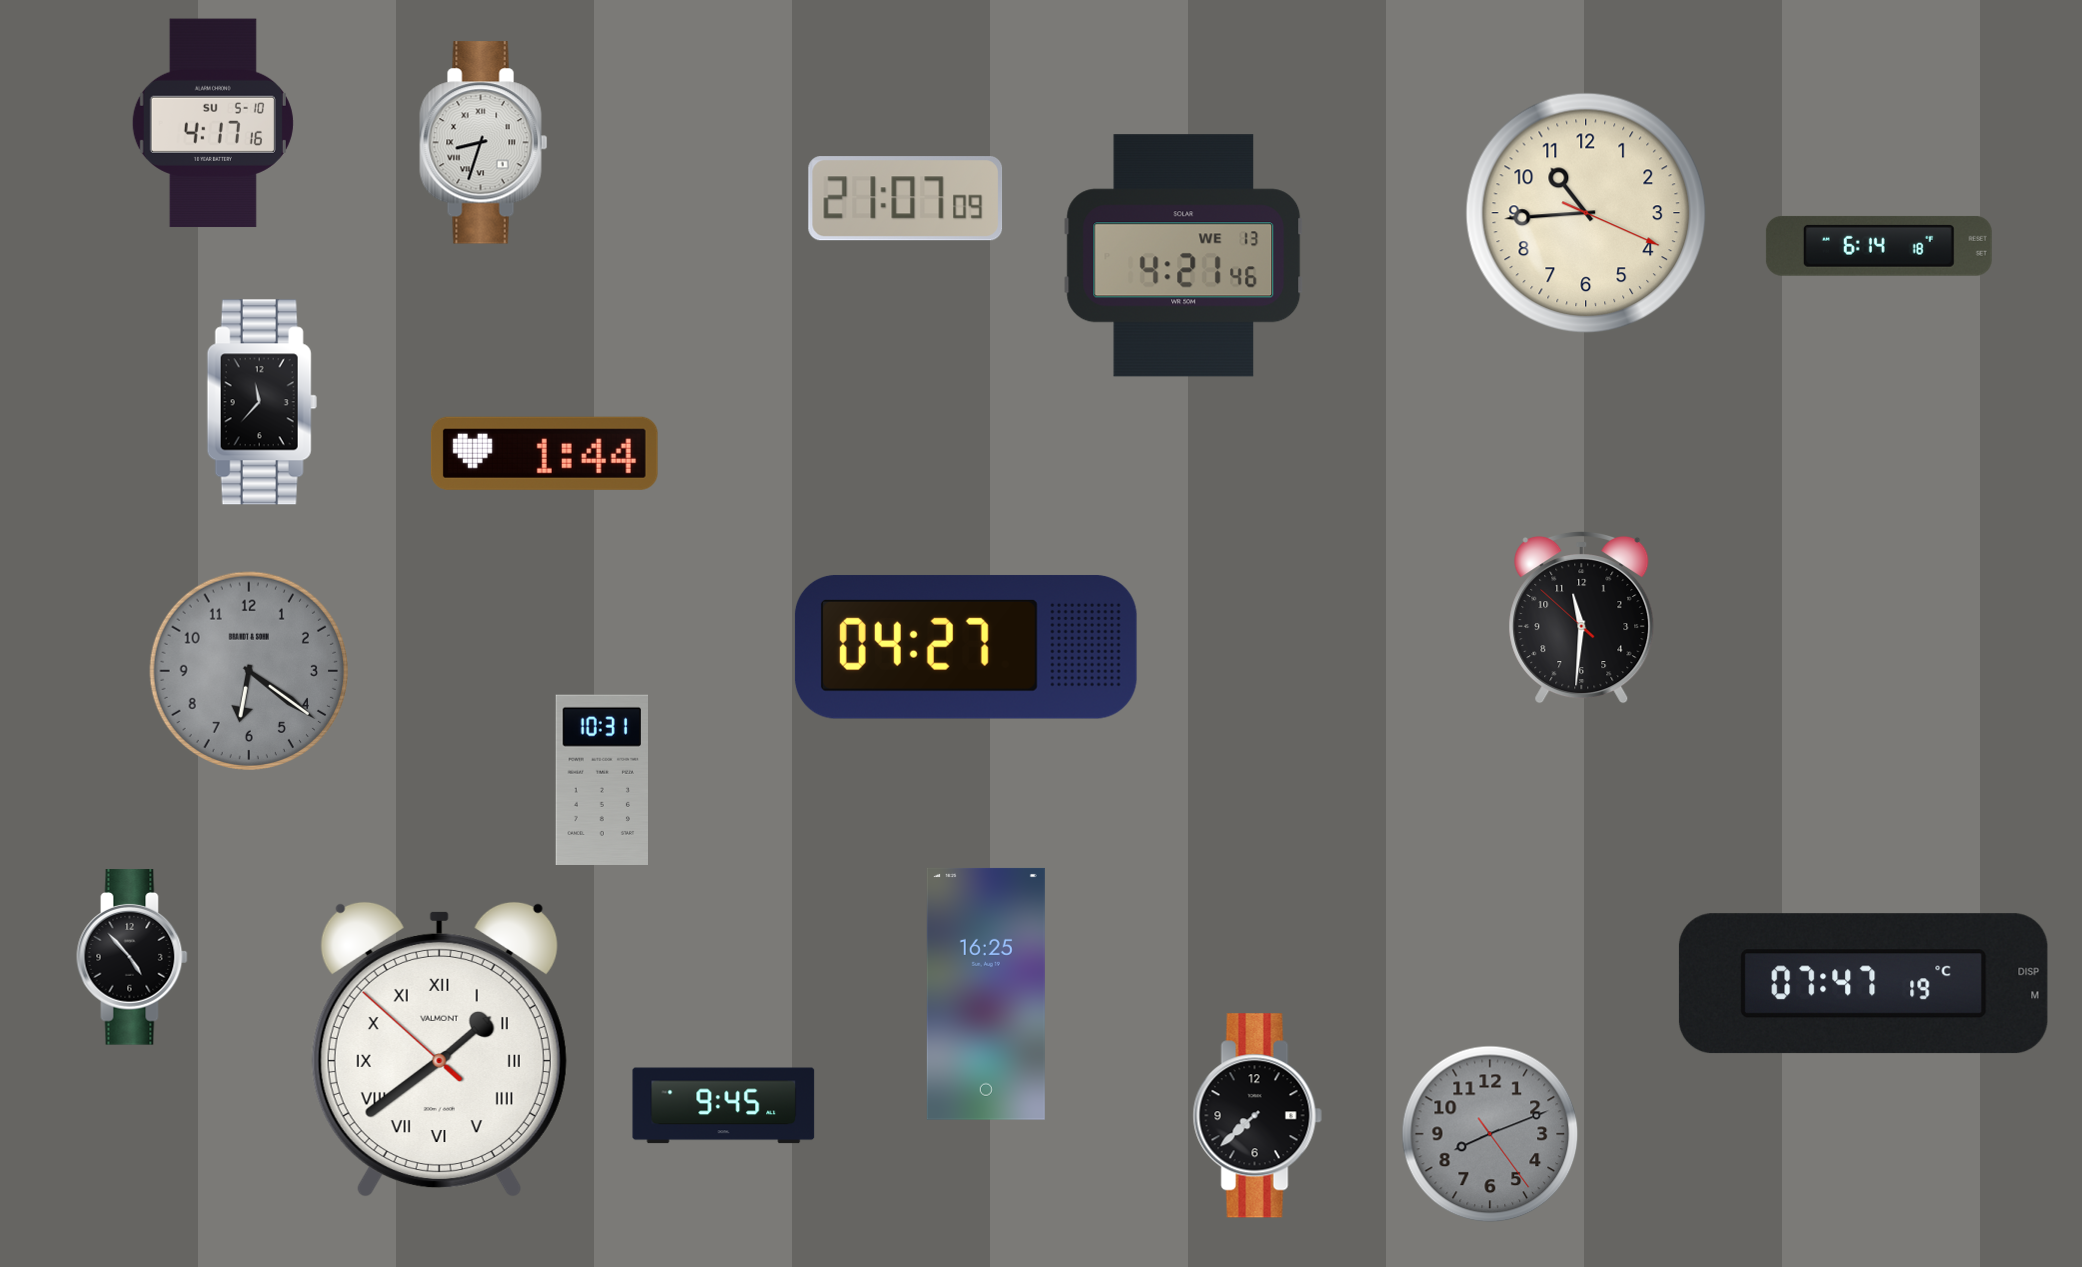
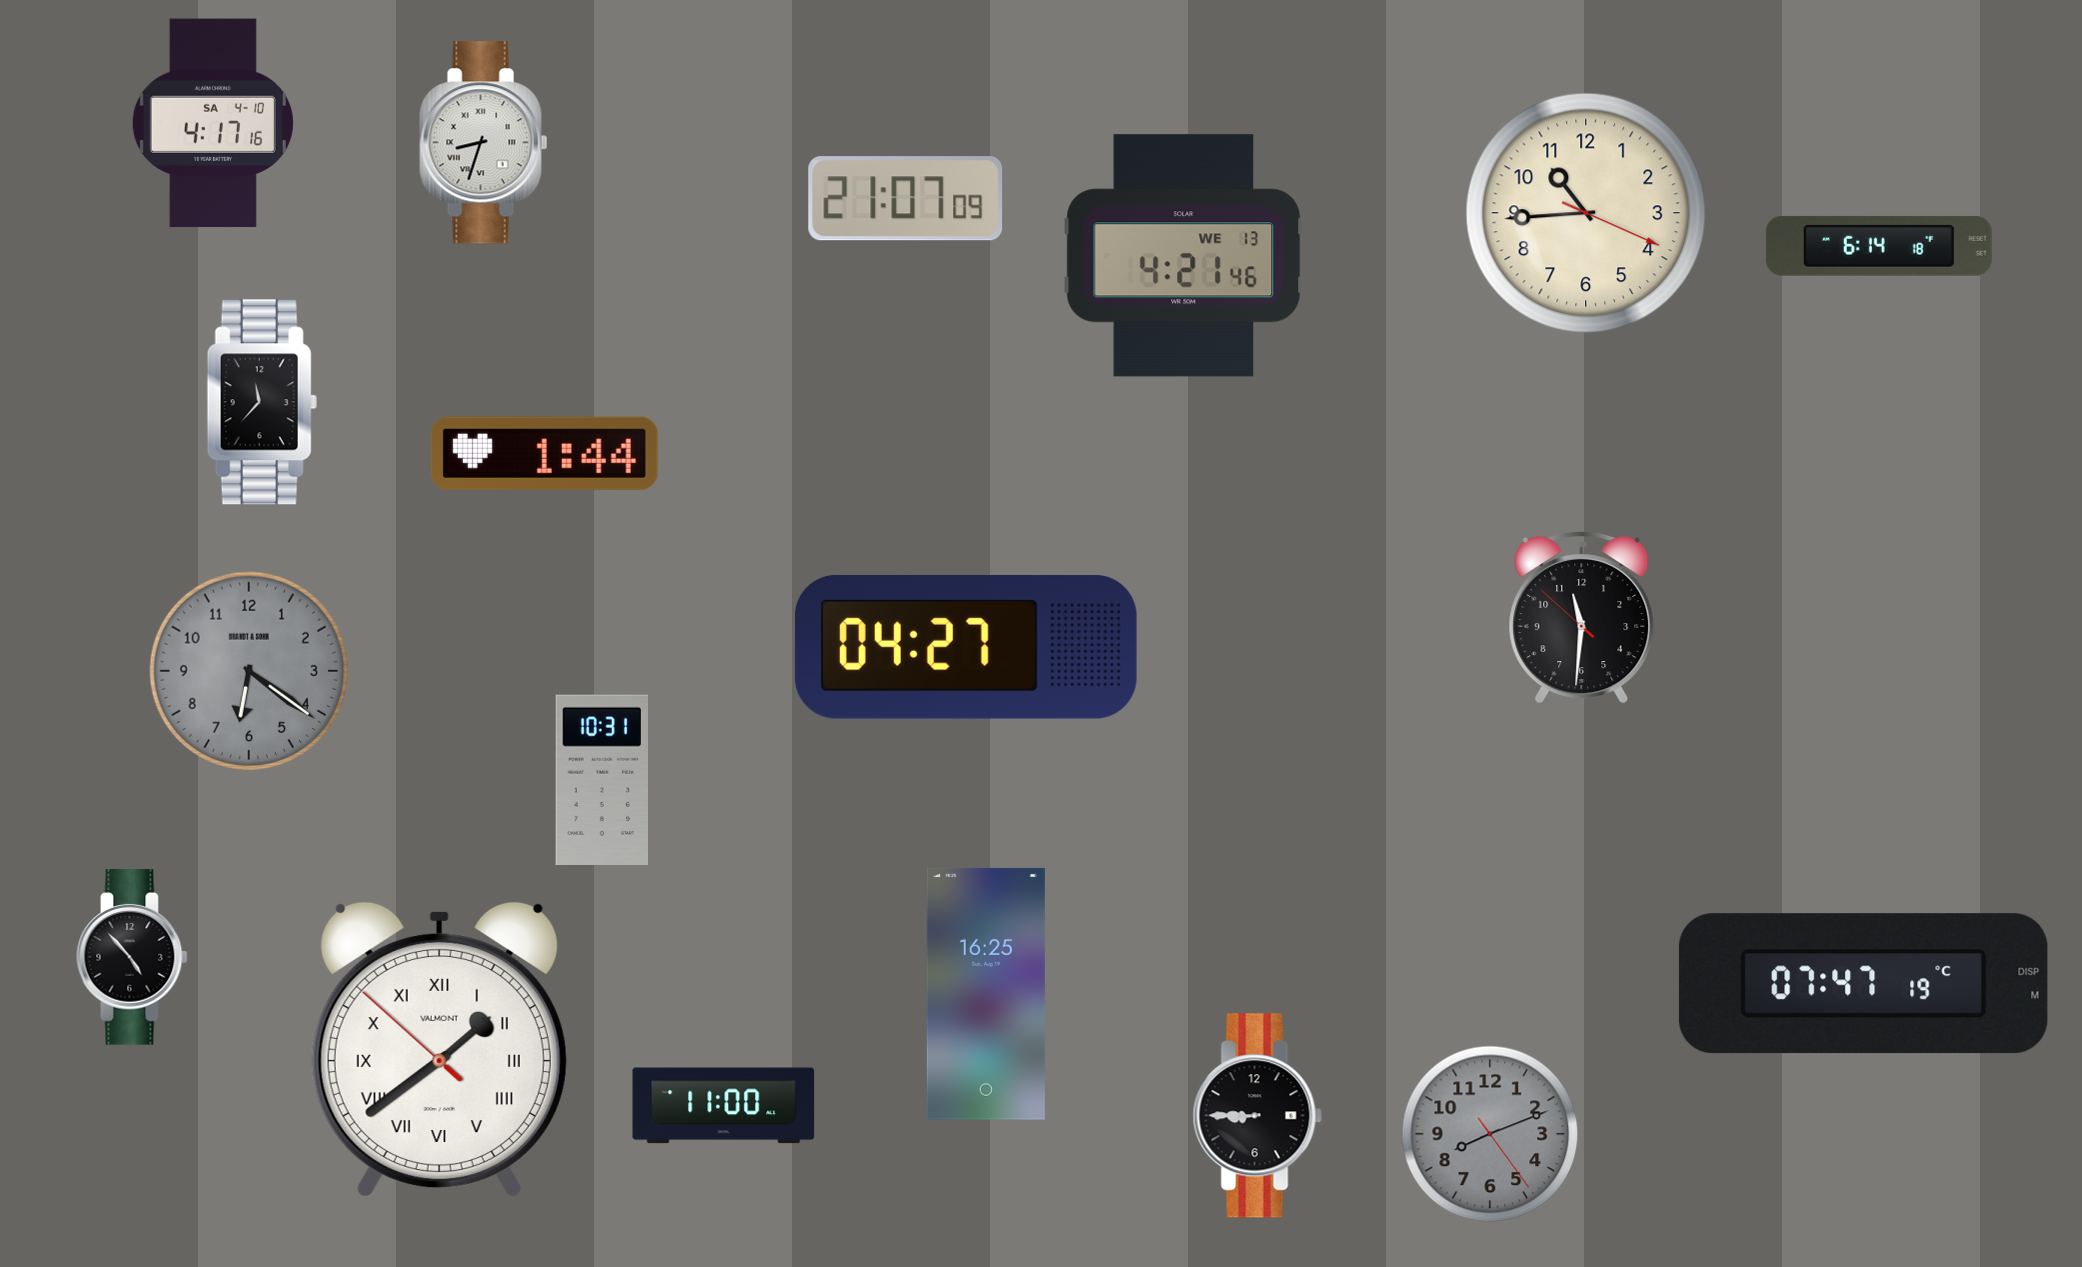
clock at (213, 123) date: SU 5-10 -> SA 4-10
clock at (724, 1106): 9:45 -> 11:00
clock at (1257, 1116): 7:38 -> 8:45
